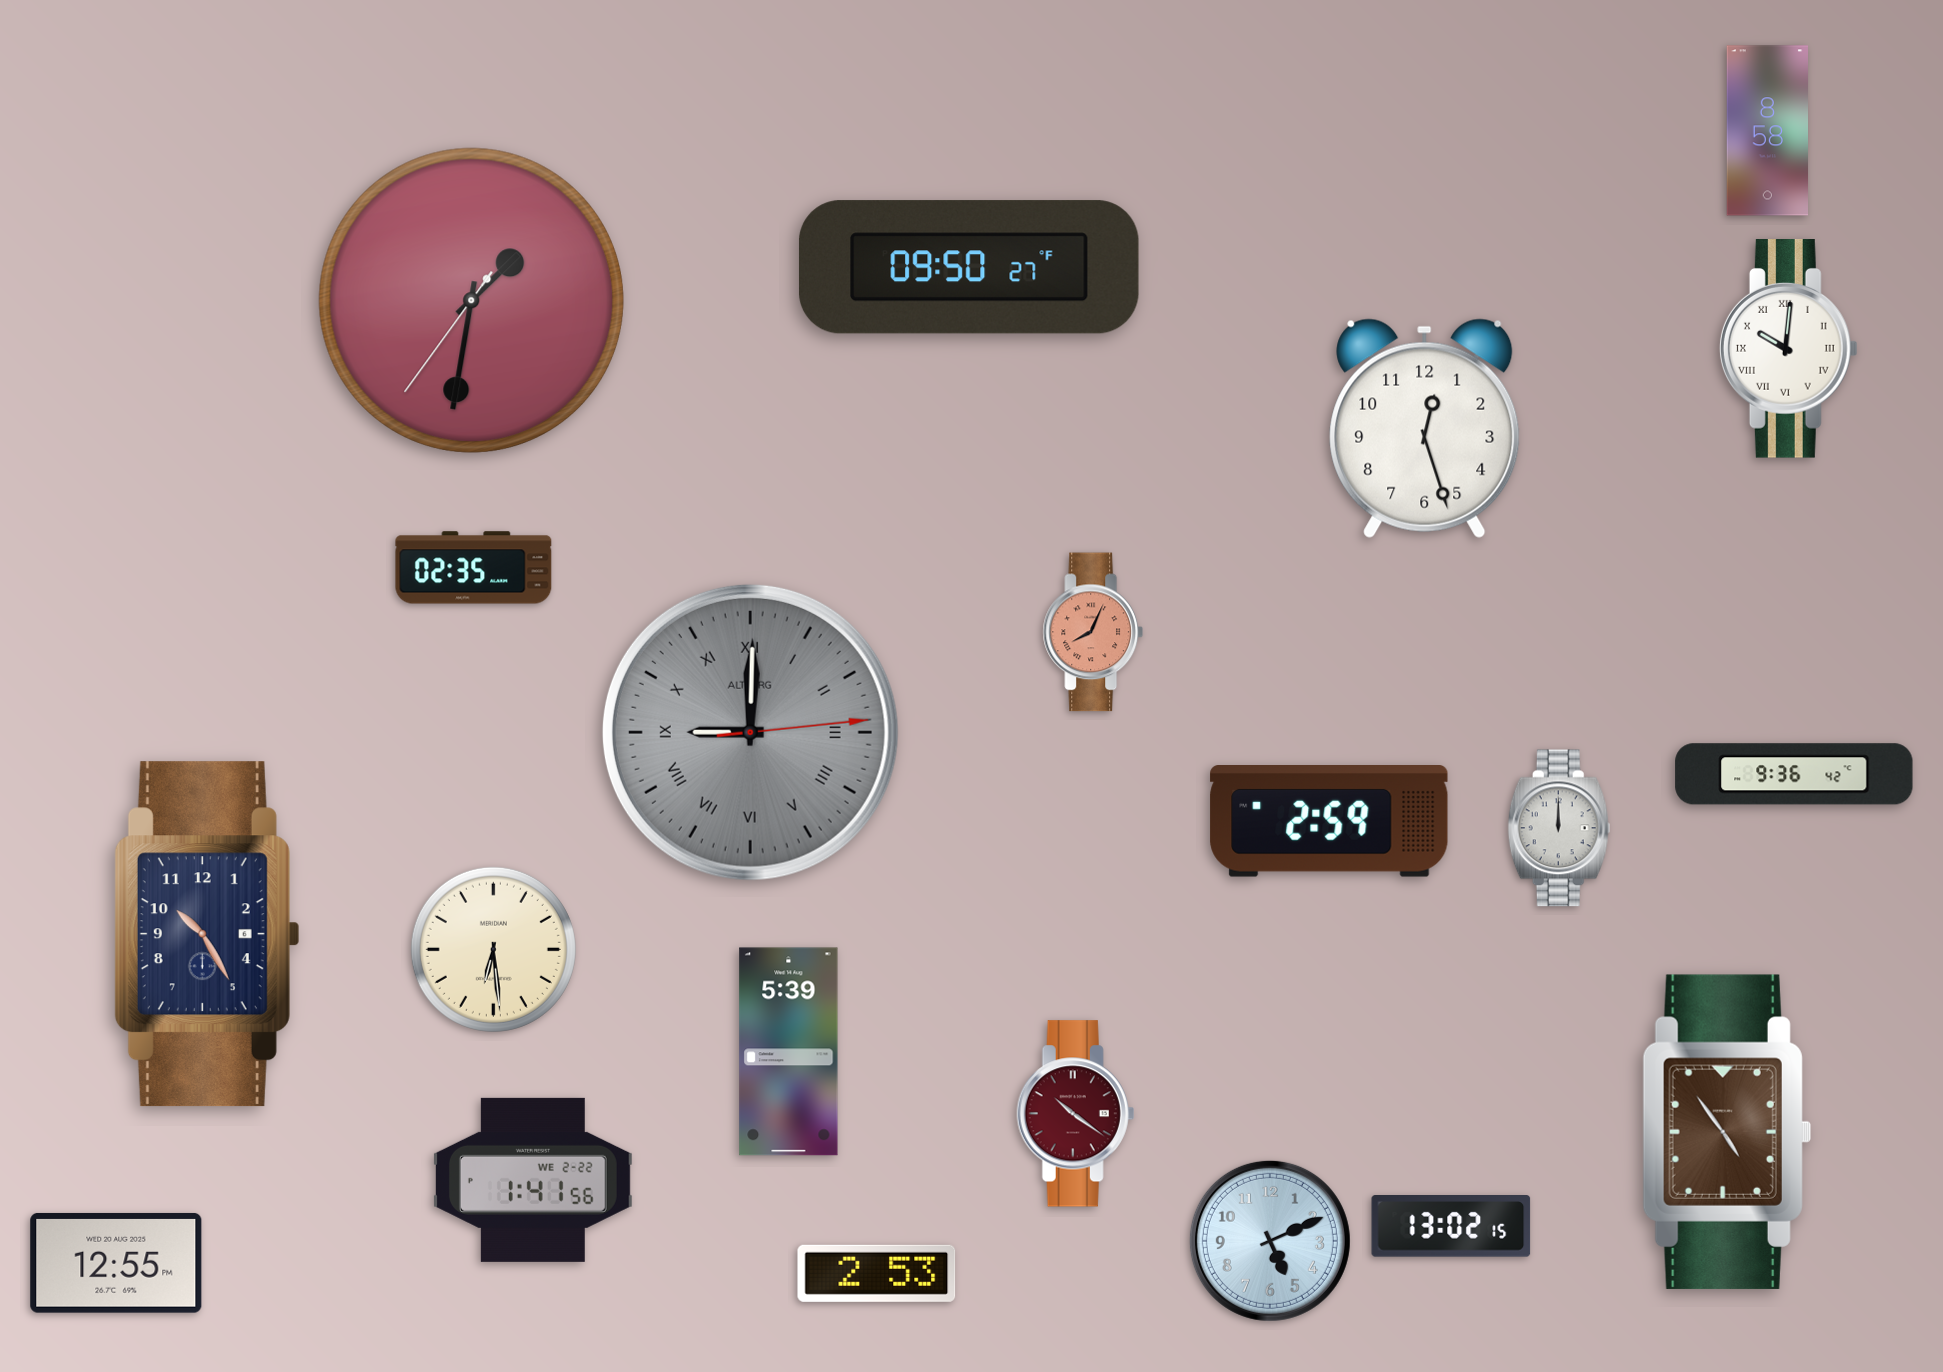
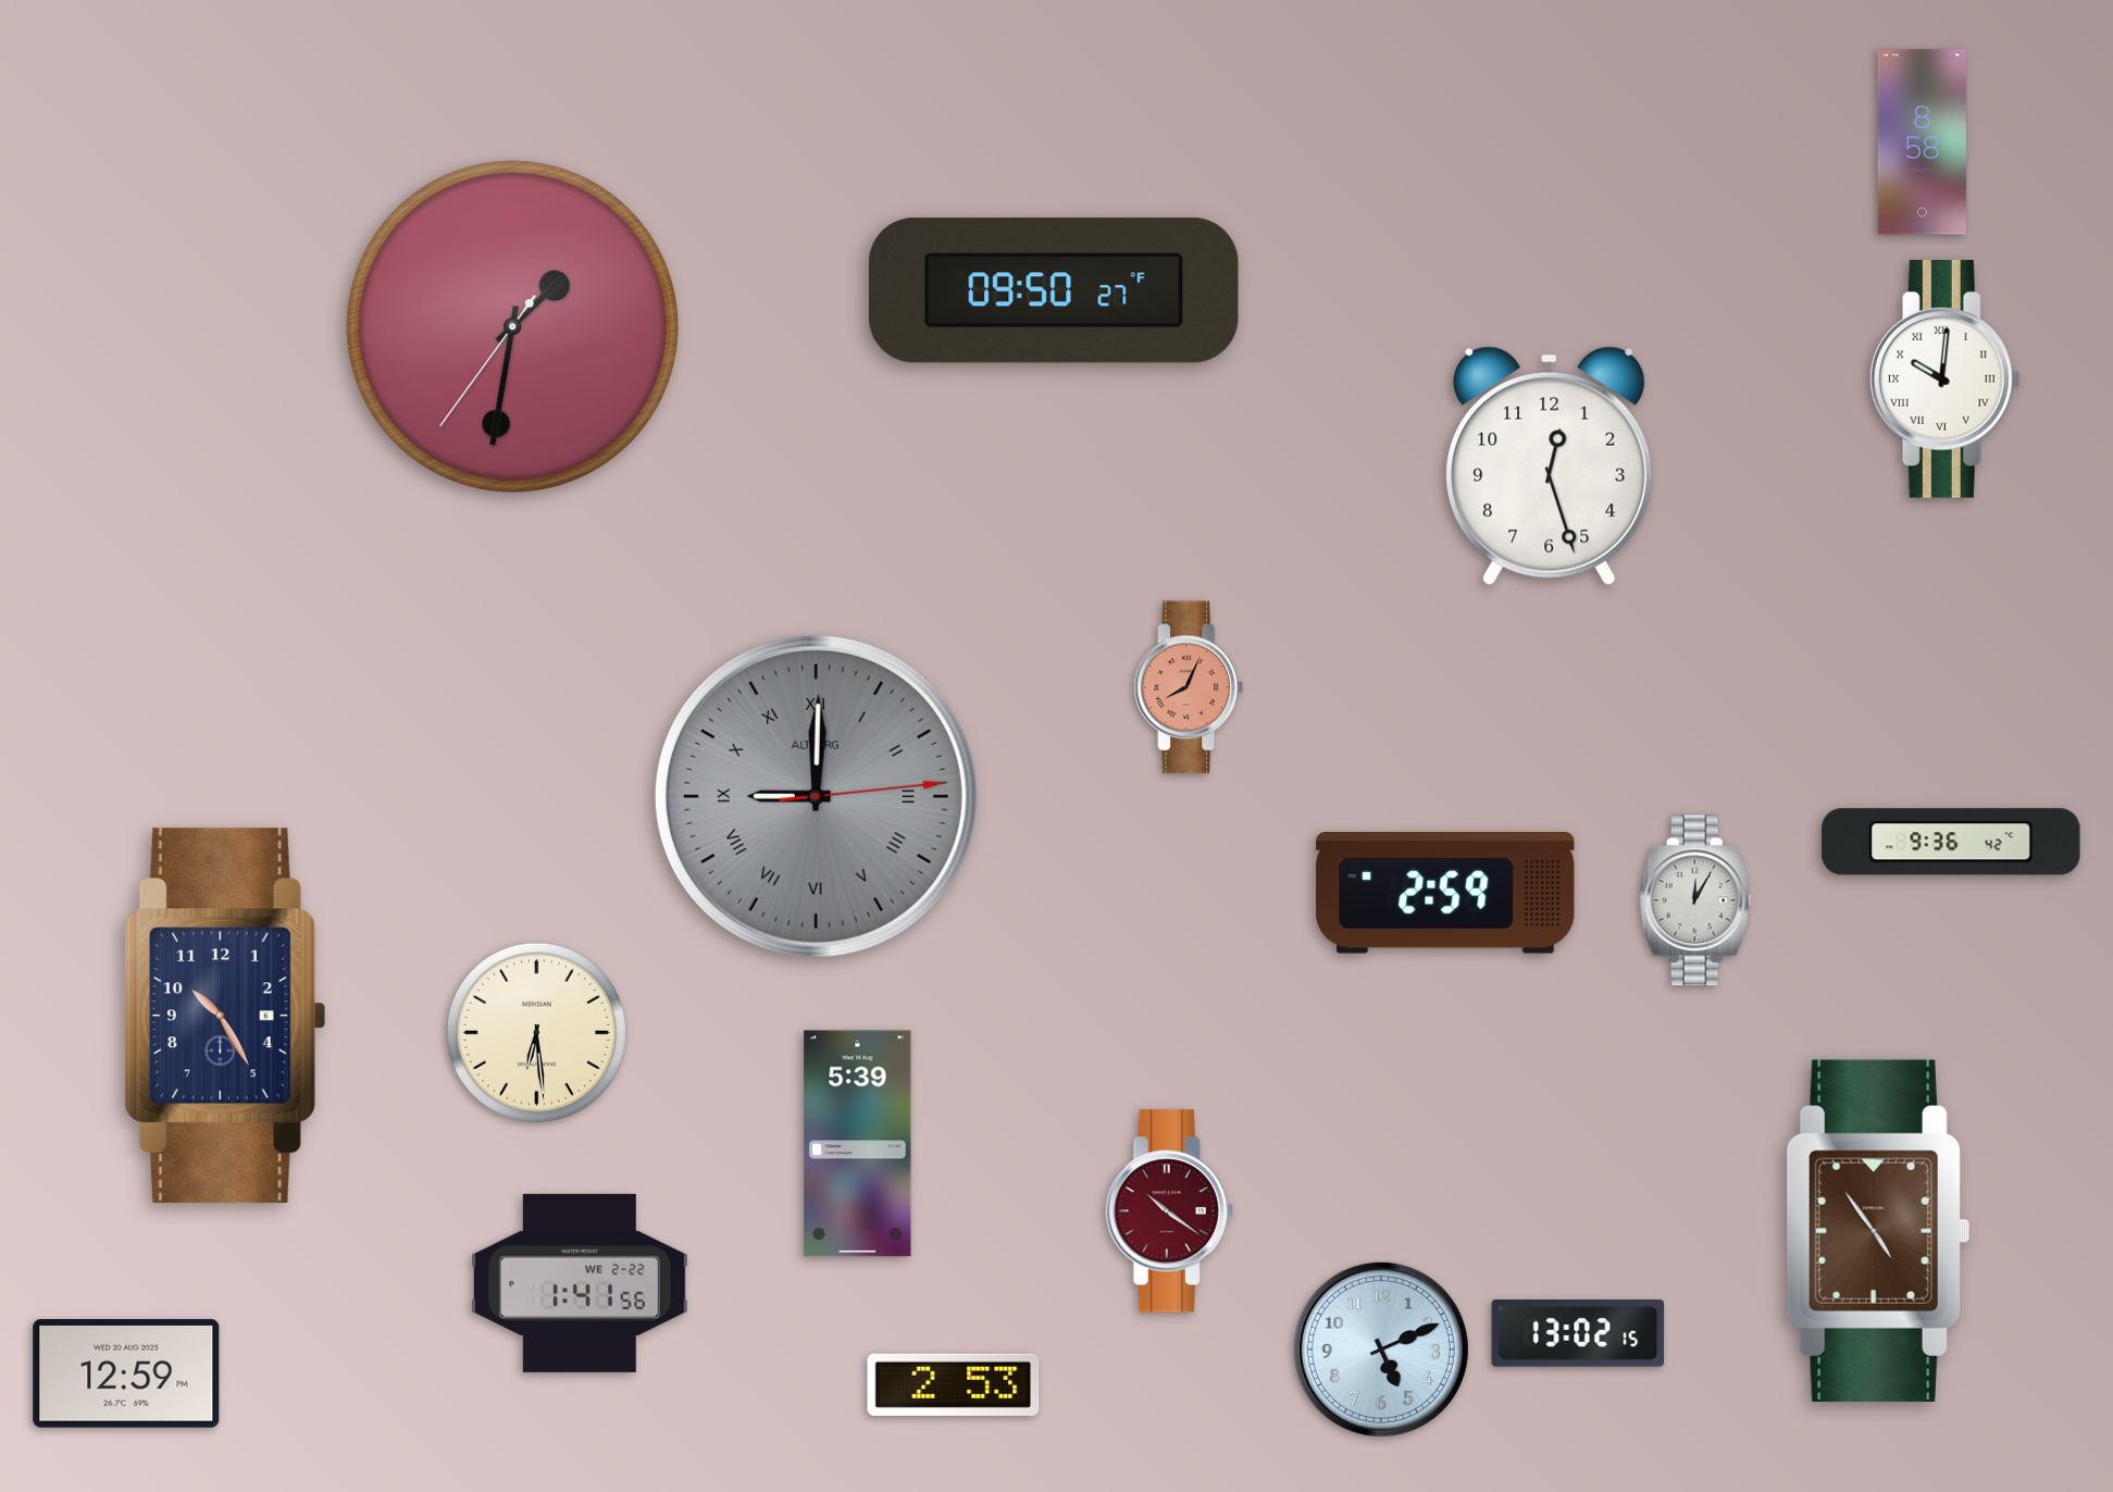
clock at (474, 568): 02:35 -> none
clock at (1559, 828): 12:00 -> 12:05
clock at (116, 1263): 12:55 -> 12:59
